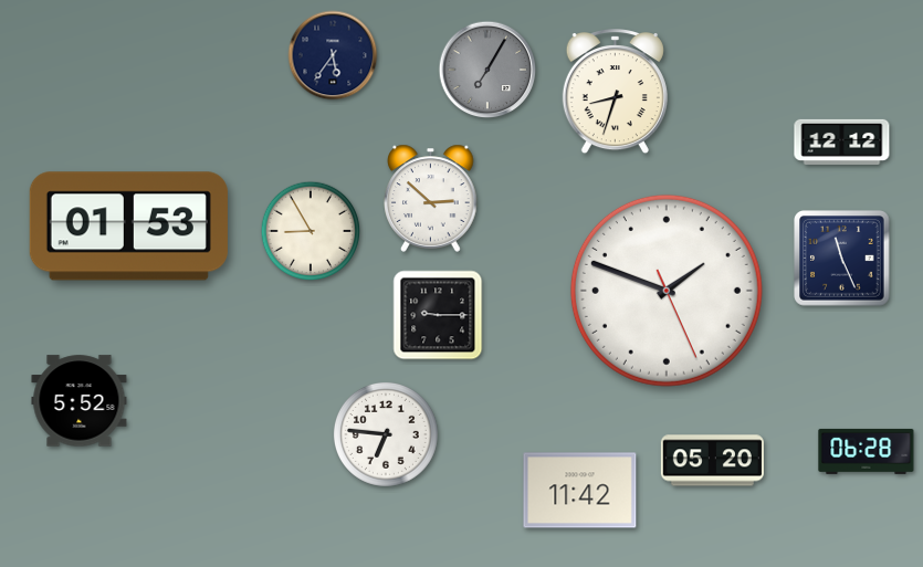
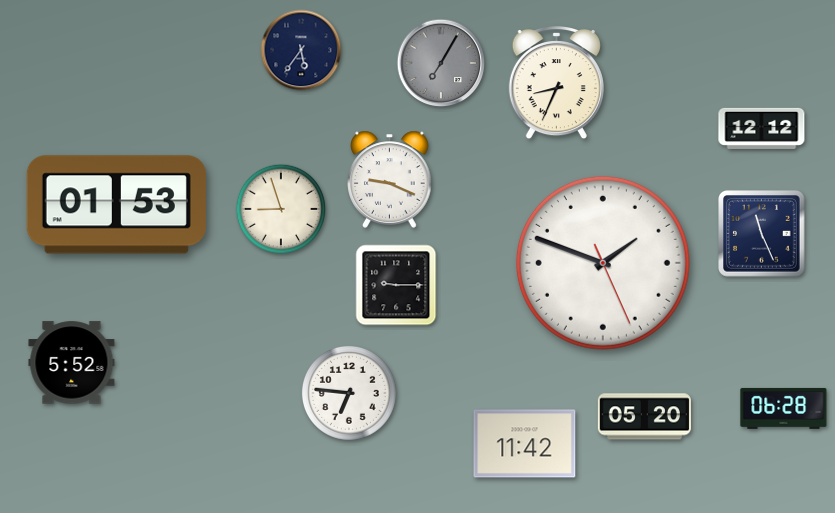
clock at (615, 93): 8:33 -> 8:34
clock at (431, 198): 2:52 -> 9:19
clock at (311, 231): 8:55 -> 8:57
